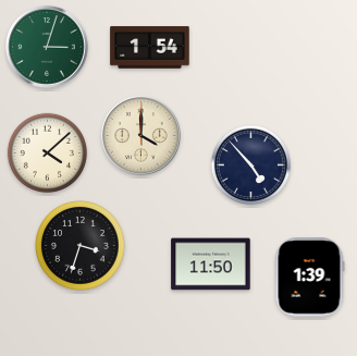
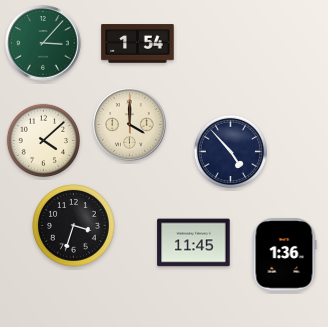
clock at (47, 47): 3:03 -> 3:07
clock at (211, 265): 11:50 -> 11:45
clock at (309, 278): 1:39 -> 1:36
